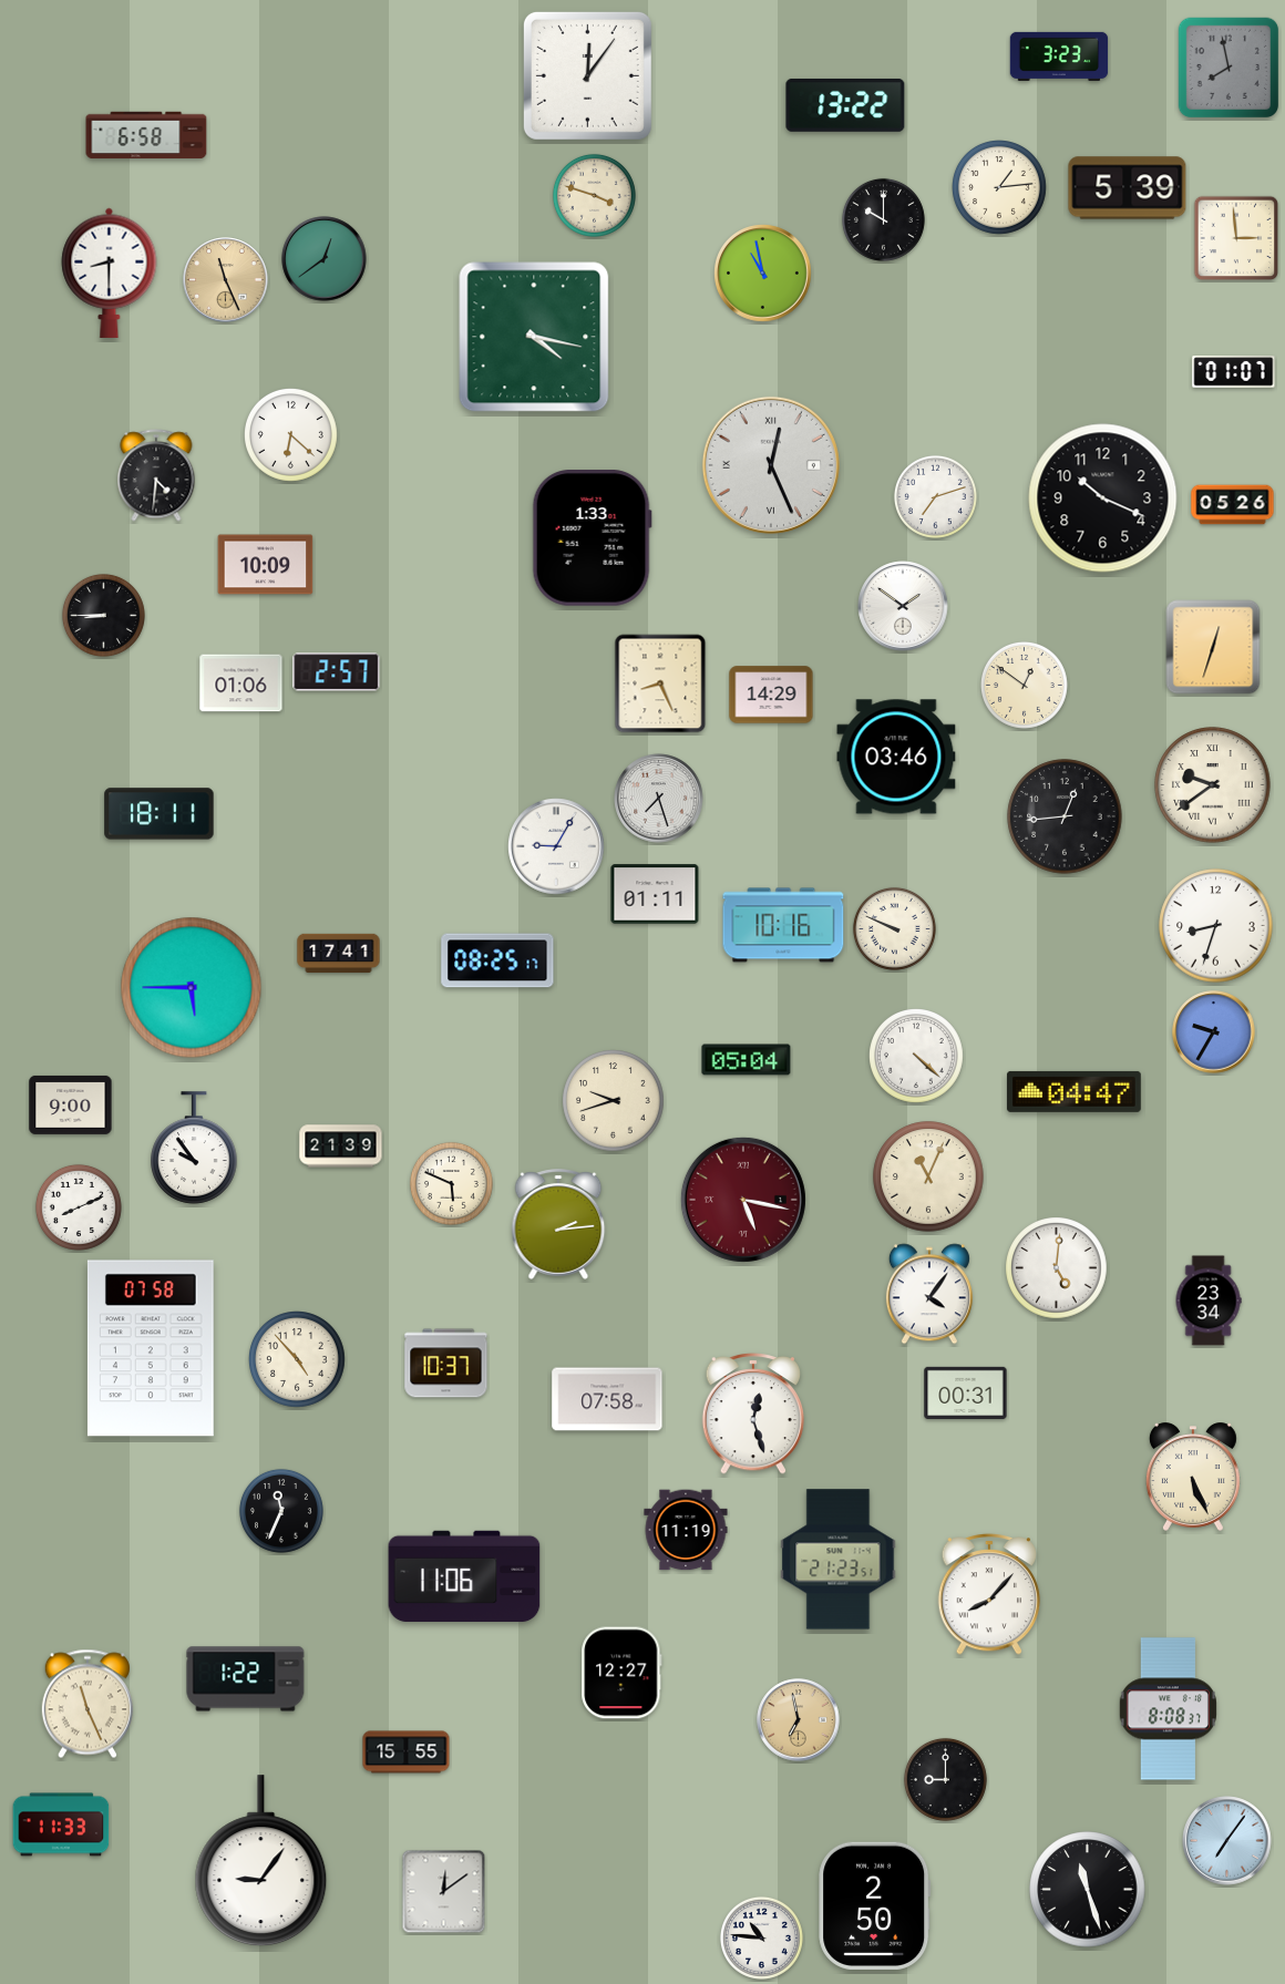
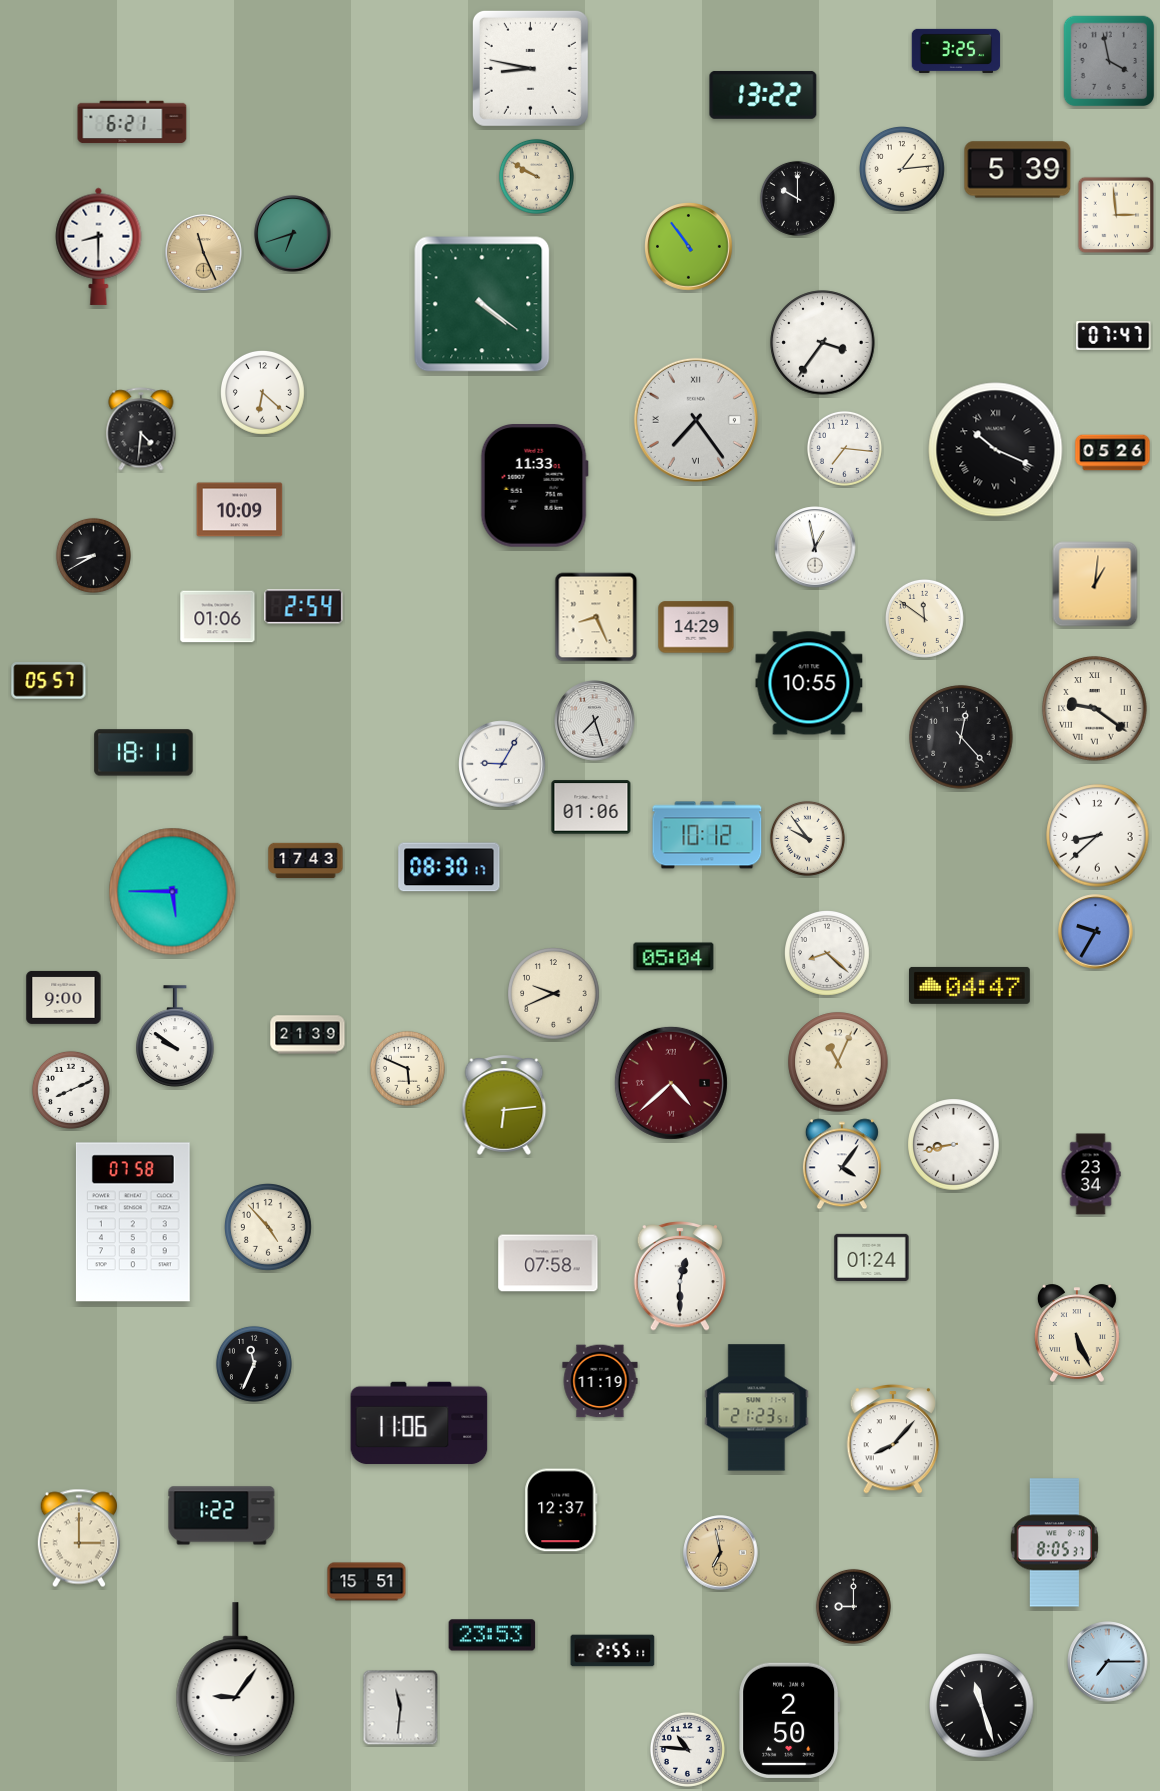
clock at (1059, 56): 3:23 -> 3:25
clock at (1229, 68): 7:58 -> 3:58
clock at (587, 75): 12:06 -> 8:47
clock at (146, 135): 6:58 -> 6:21
clock at (594, 195): 3:48 -> 9:50
clock at (325, 259): 12:39 -> 6:42
clock at (763, 274): 10:58 -> 10:54
clock at (534, 337): 4:17 -> 4:21
clock at (1234, 372): 01:07 -> 07:47
clock at (823, 343): none -> 3:36
clock at (771, 465): 12:26 -> 7:24
clock at (935, 496): 7:12 -> 7:16
clock at (1103, 498) numerals: Arabic -> Roman
clock at (1233, 505) position: (1233, 505) -> (1113, 453)
clock at (592, 538): 1:33 -> 11:33
clock at (903, 606): 1:51 -> 12:58
clock at (103, 615): 8:45 -> 8:40
clock at (1213, 647): 12:33 -> 1:01
clock at (337, 672): 2:57 -> 2:54
clock at (1024, 685): 12:51 -> 11:51
clock at (49, 681): none -> 05:57
clock at (896, 757): 03:46 -> 10:55
clock at (1213, 785): 9:39 -> 9:21
clock at (160, 814) position: (160, 814) -> (144, 753)
clock at (1065, 816): 12:44 -> 12:23
clock at (655, 894): 01:11 -> 01:06
clock at (783, 925): 10:16 -> 10:12
clock at (1216, 926): 8:33 -> 8:38
clock at (894, 928): 9:49 -> 9:54
clock at (339, 954): 17:41 -> 17:43
clock at (497, 960): 08:25 -> 08:30
clock at (917, 1057): 4:22 -> 8:22
clock at (614, 1101): 9:42 -> 9:41
clock at (194, 1148): 9:54 -> 9:51
clock at (743, 1200): 5:17 -> 4:38
clock at (558, 1224): 2:14 -> 6:14
clock at (1057, 1268): 5:01 -> 8:43
clock at (929, 1294) position: (929, 1294) -> (842, 1164)
clock at (151, 1348) position: (151, 1348) -> (133, 1222)
clock at (446, 1364): 10:37 -> none
clock at (966, 1392): 00:31 -> 01:24
clock at (753, 1414): 12:27 -> 12:30
clock at (686, 1530) position: (686, 1530) -> (600, 1381)
clock at (621, 1673): 12:27 -> 12:37
clock at (88, 1704): 11:26 -> 3:00
clock at (1168, 1709): 8:08 -> 8:05
clock at (407, 1752): 15:55 -> 15:51
clock at (492, 1635): none -> 23:53
clock at (61, 1824): 11:33 -> none
clock at (613, 1651): none -> 2:55
clock at (1227, 1841): 7:06 -> 7:15
clock at (444, 1892): 12:09 -> 11:31
